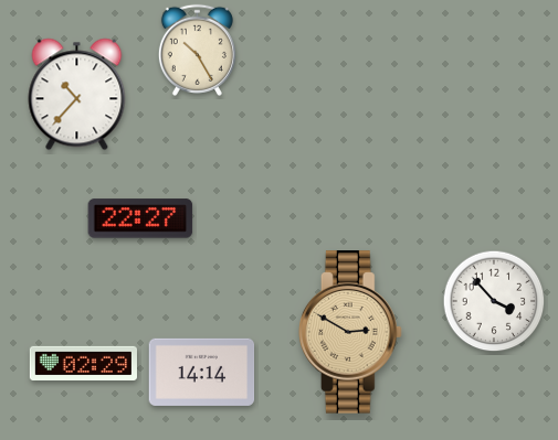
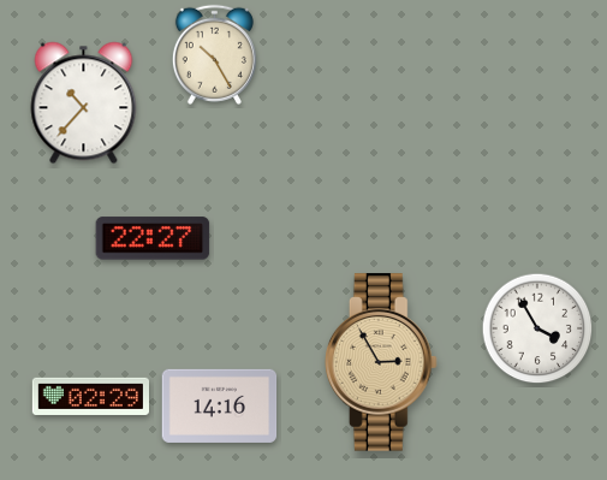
clock at (494, 301): 3:53 -> 3:55
clock at (350, 332): 2:50 -> 2:55
clock at (202, 372): 14:14 -> 14:16
